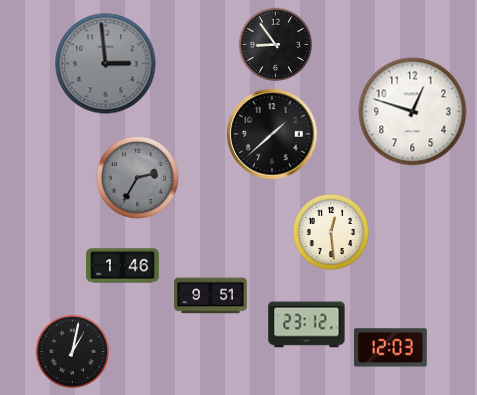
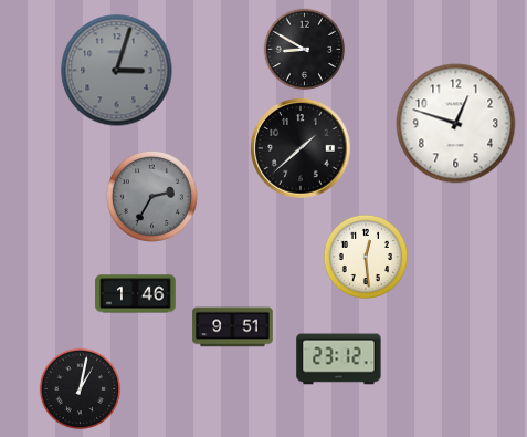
clock at (276, 45): 8:54 -> 8:50
clock at (106, 64): 2:59 -> 3:03
clock at (391, 348): 12:03 -> none
